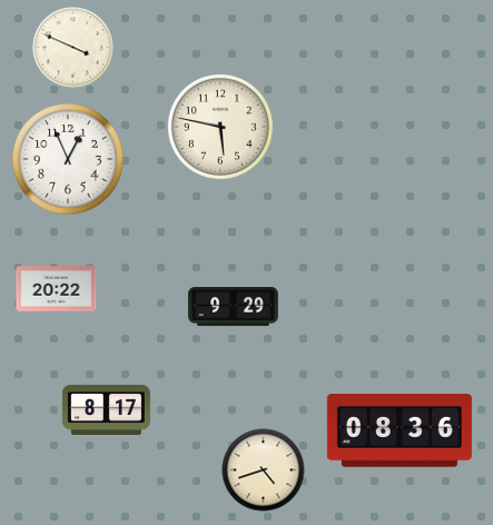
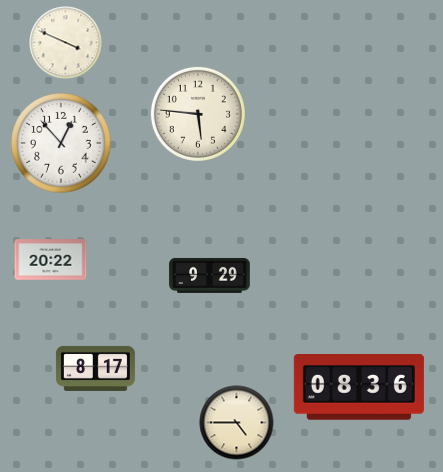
clock at (220, 127): 5:47 -> 5:46
clock at (69, 160): 12:56 -> 12:53
clock at (264, 470): 4:42 -> 4:45
